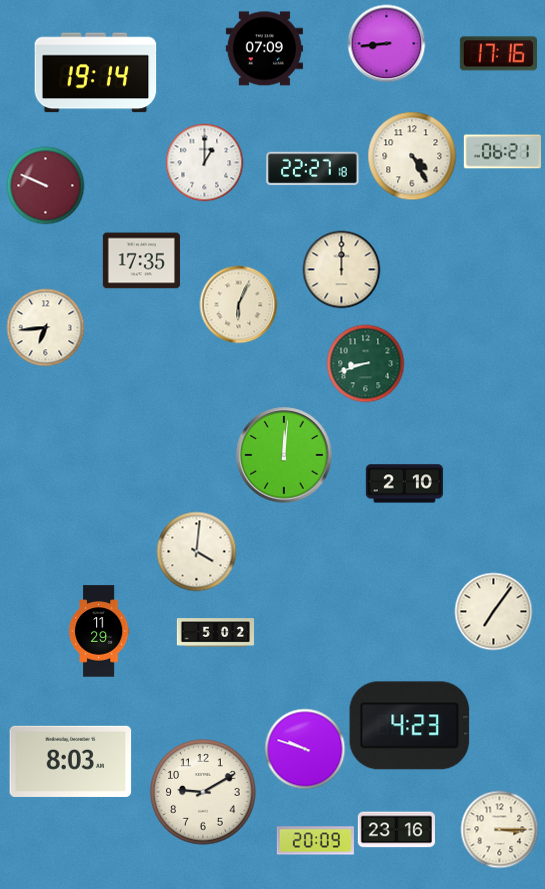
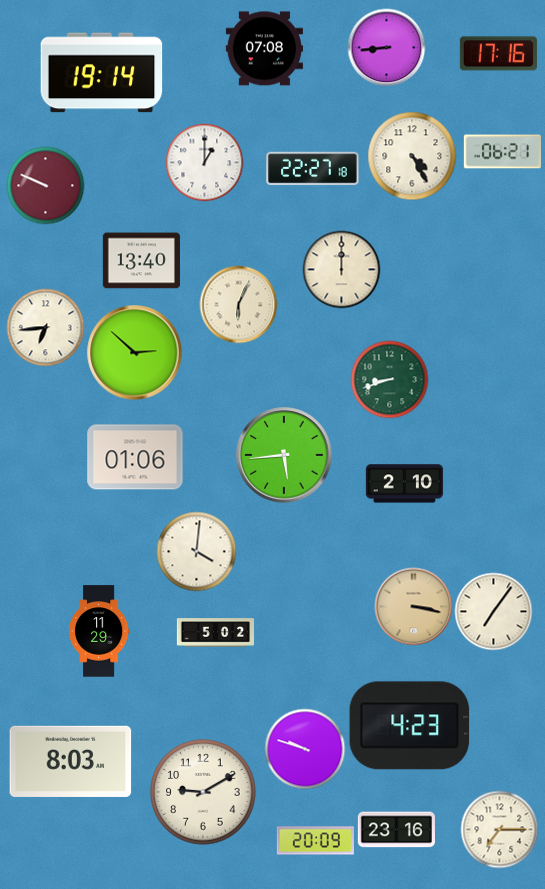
clock at (386, 43) position: (386, 43) -> (386, 47)
clock at (264, 49): 07:09 -> 07:08
clock at (96, 73) position: (96, 73) -> (102, 73)
clock at (141, 261): 17:35 -> 13:40
clock at (134, 352): none -> 2:52
clock at (365, 363) position: (365, 363) -> (389, 379)
clock at (284, 455): 12:01 -> 5:44
clock at (135, 457): none -> 01:06
clock at (413, 606): none -> 3:17
clock at (499, 829): 3:15 -> 7:15
